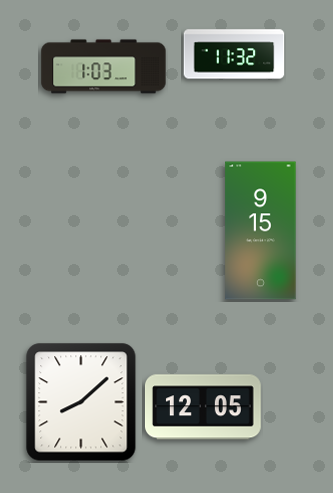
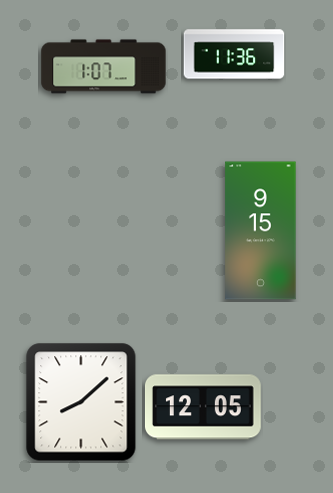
clock at (234, 54): 11:32 -> 11:36
clock at (104, 67): 1:03 -> 1:07
